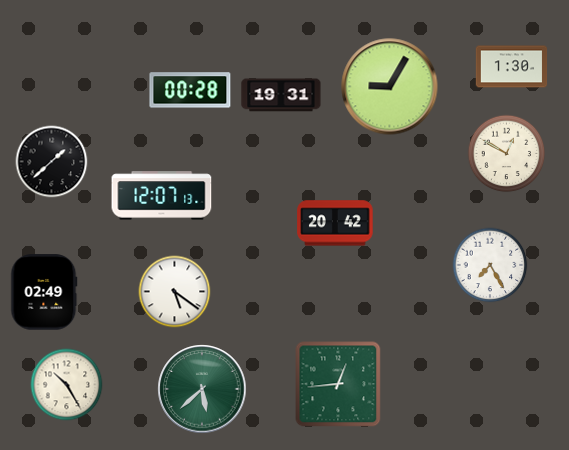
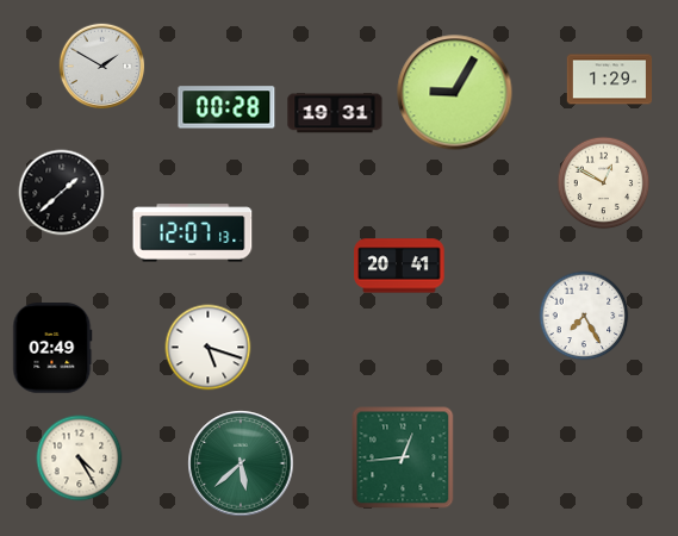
clock at (102, 67): none -> 1:50
clock at (512, 67): 1:30 -> 1:29
clock at (390, 87) position: (390, 87) -> (455, 93)
clock at (335, 223): 20:42 -> 20:41
clock at (175, 292): 5:21 -> 5:18
clock at (67, 385): 10:25 -> 4:25
